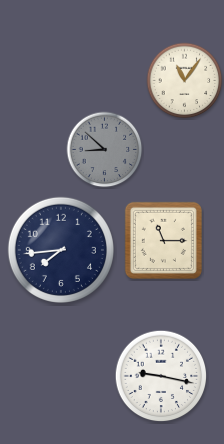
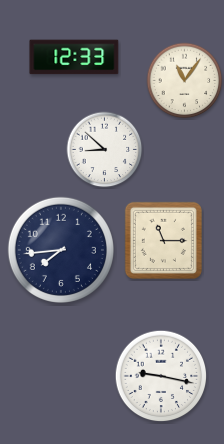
clock at (74, 57): none -> 12:33
clock at (105, 150) dial: grey -> white
